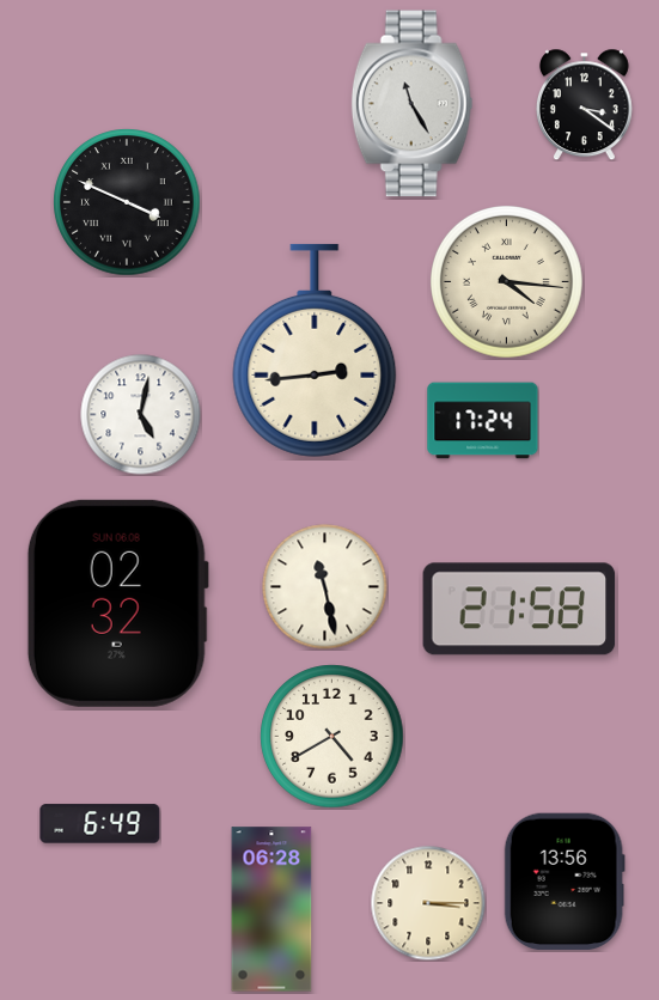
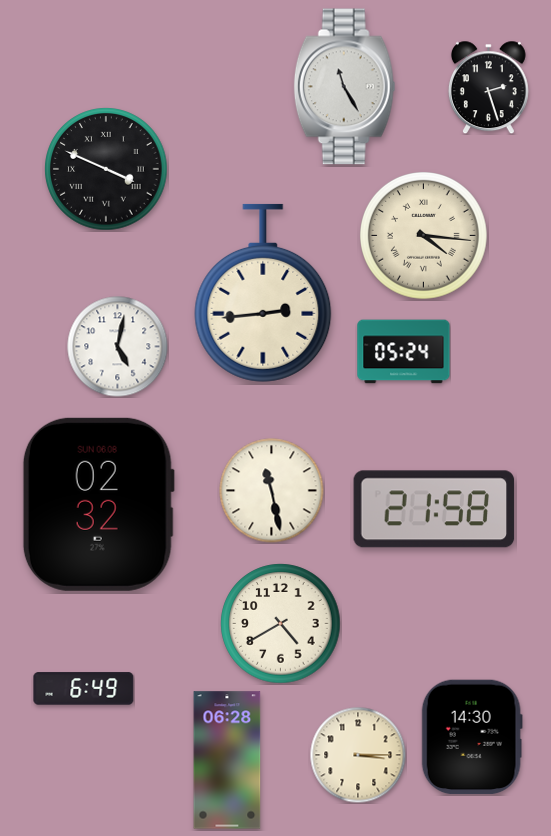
clock at (584, 104): 3:21 -> 2:27
clock at (483, 421): 17:24 -> 05:24
clock at (332, 737) position: (332, 737) -> (281, 624)
clock at (565, 882): 13:56 -> 14:30
